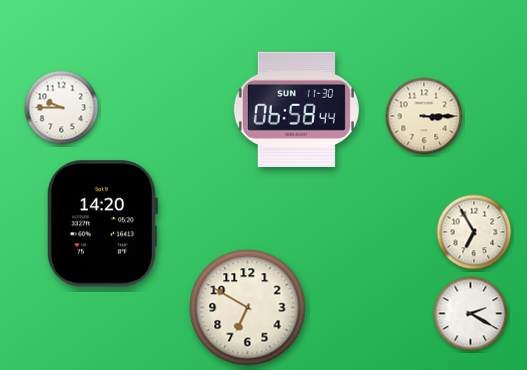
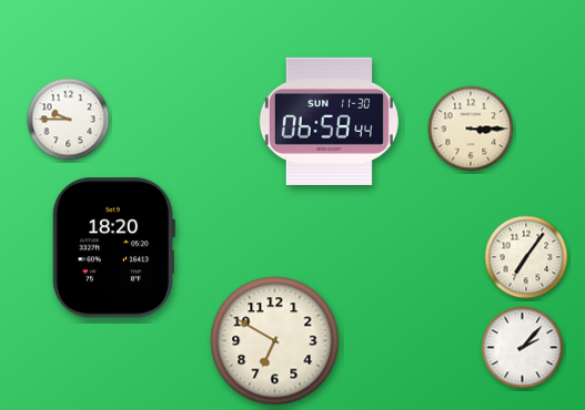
clock at (102, 224): 14:20 -> 18:20
clock at (474, 232): 6:55 -> 7:06
clock at (471, 314): 2:20 -> 2:07
